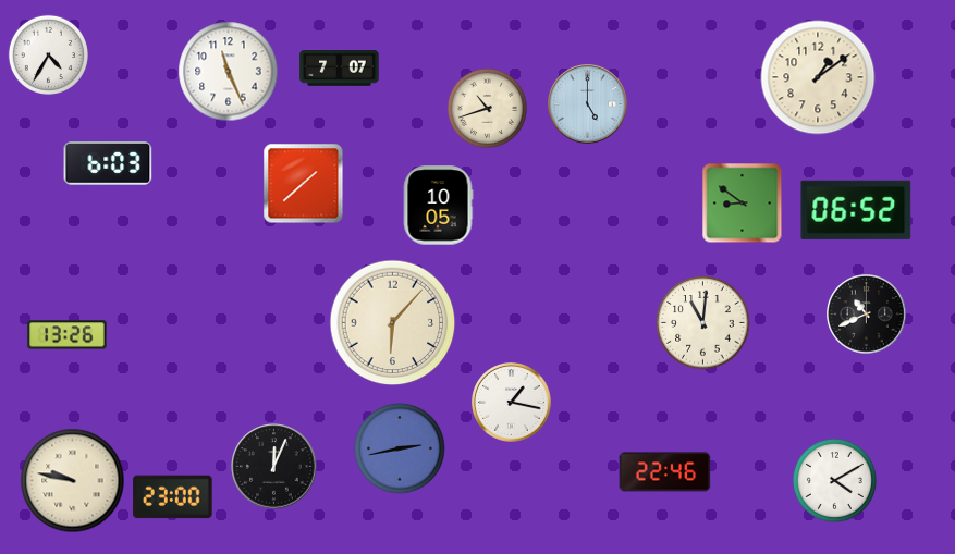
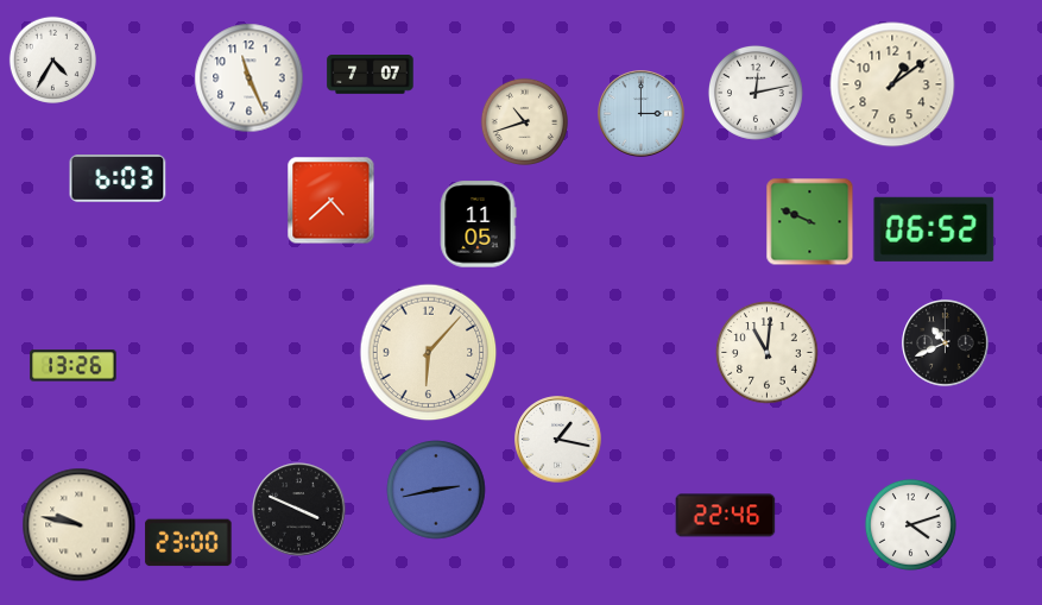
clock at (756, 93): none -> 12:13
clock at (588, 104): 5:00 -> 3:00
clock at (487, 108) position: (487, 108) -> (524, 121)
clock at (304, 184): 1:38 -> 4:38
clock at (743, 204): 8:51 -> 9:49
clock at (438, 206): 10:05 -> 11:05
clock at (274, 467): 12:04 -> 3:49
clock at (834, 480): 4:10 -> 4:12
